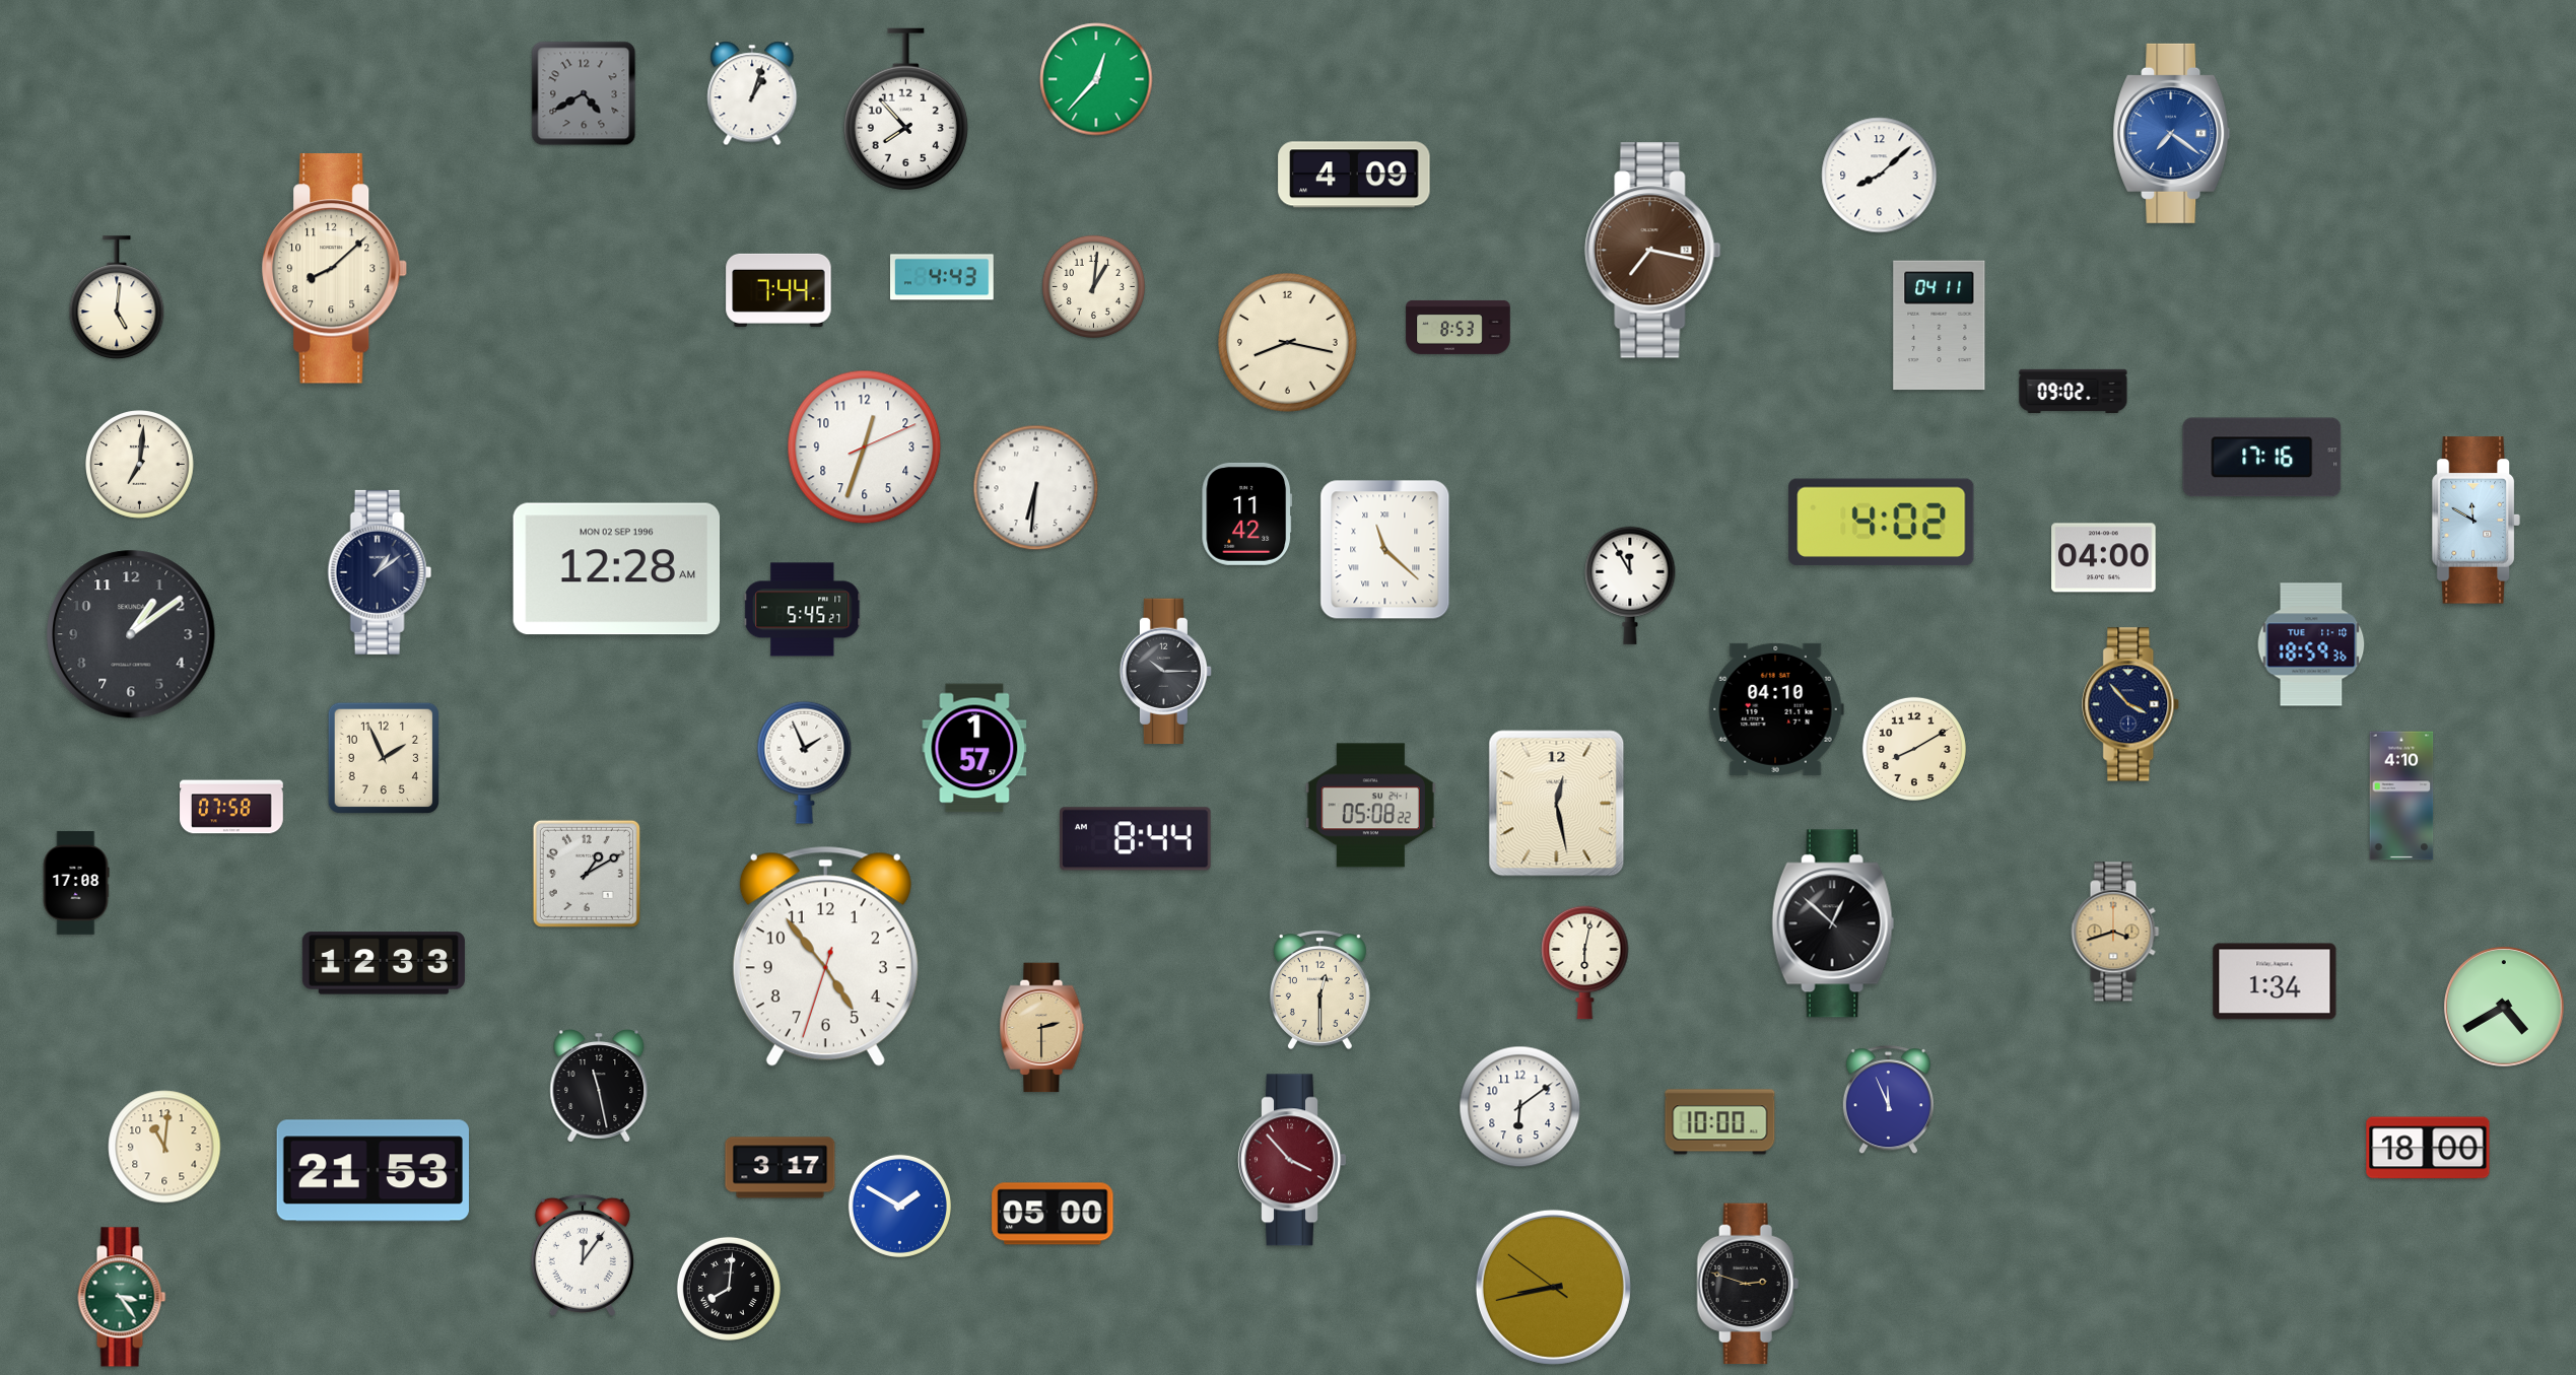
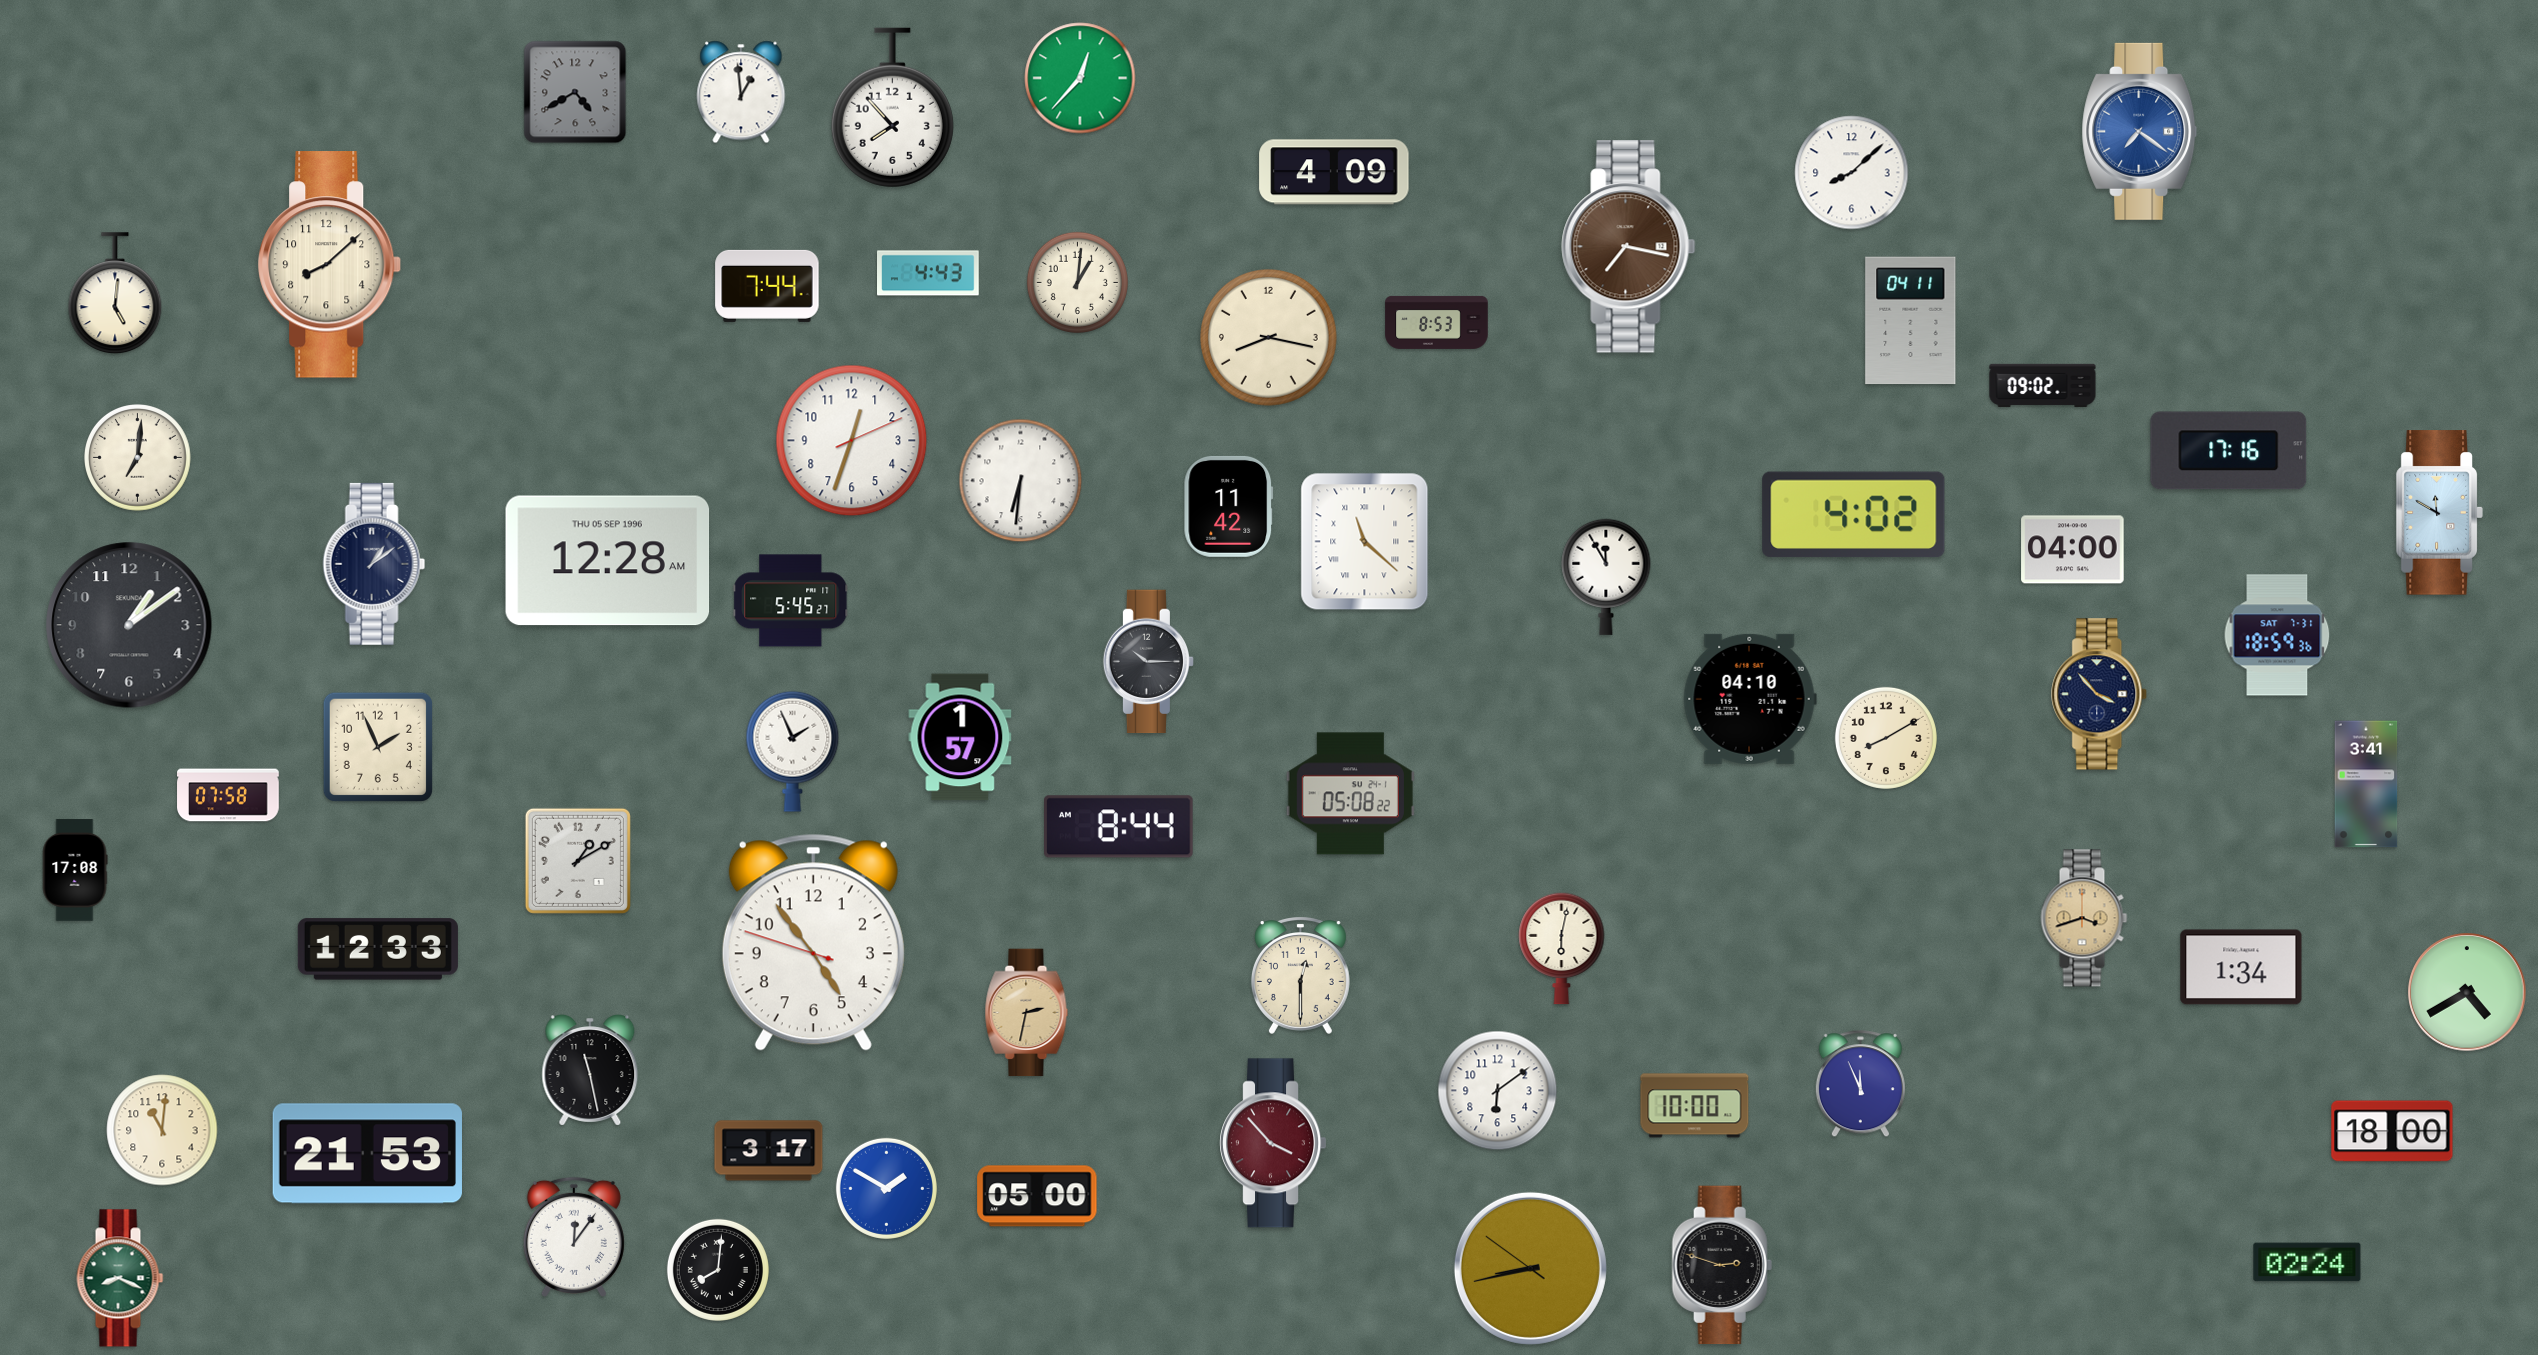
clock at (752, 93): 1:03 -> 12:59
clock at (617, 569) date: MON 02 SEP 1996 -> THU 05 SEP 1996
clock at (2311, 644) date: TUE 11-10 -> SAT 7-31
clock at (2401, 796): 4:10 -> 3:41
clock at (1557, 804): 12:28 -> none
clock at (1833, 923): 12:52 -> none
clock at (825, 956): 4:53:33 -> 4:53:48
clock at (1042, 1028): 2:30 -> 2:32
clock at (2307, 1262): none -> 02:24
clock at (122, 1297): 3:24 -> 8:19
